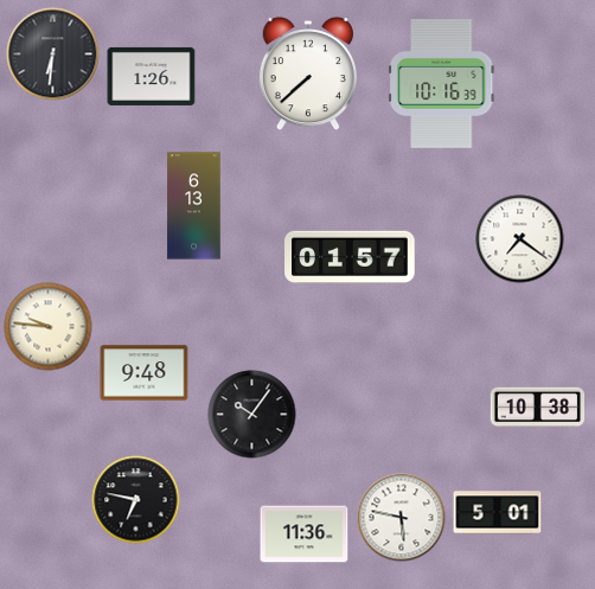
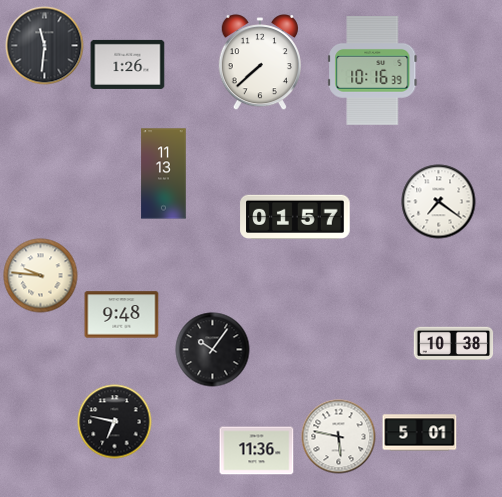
clock at (53, 55): 6:31 -> 11:31
clock at (194, 206): 6:13 -> 11:13
